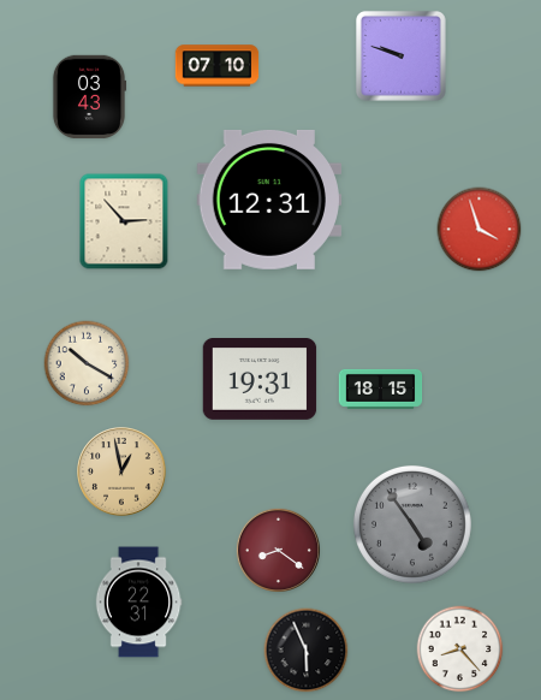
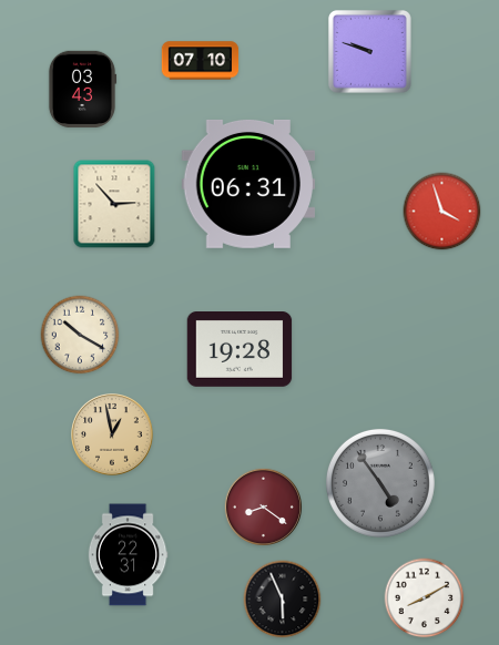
clock at (268, 200): 12:31 -> 06:31
clock at (260, 380): 19:31 -> 19:28
clock at (381, 388): 18:15 -> none
clock at (278, 550) position: (278, 550) -> (263, 506)
clock at (460, 649): 8:23 -> 8:10
